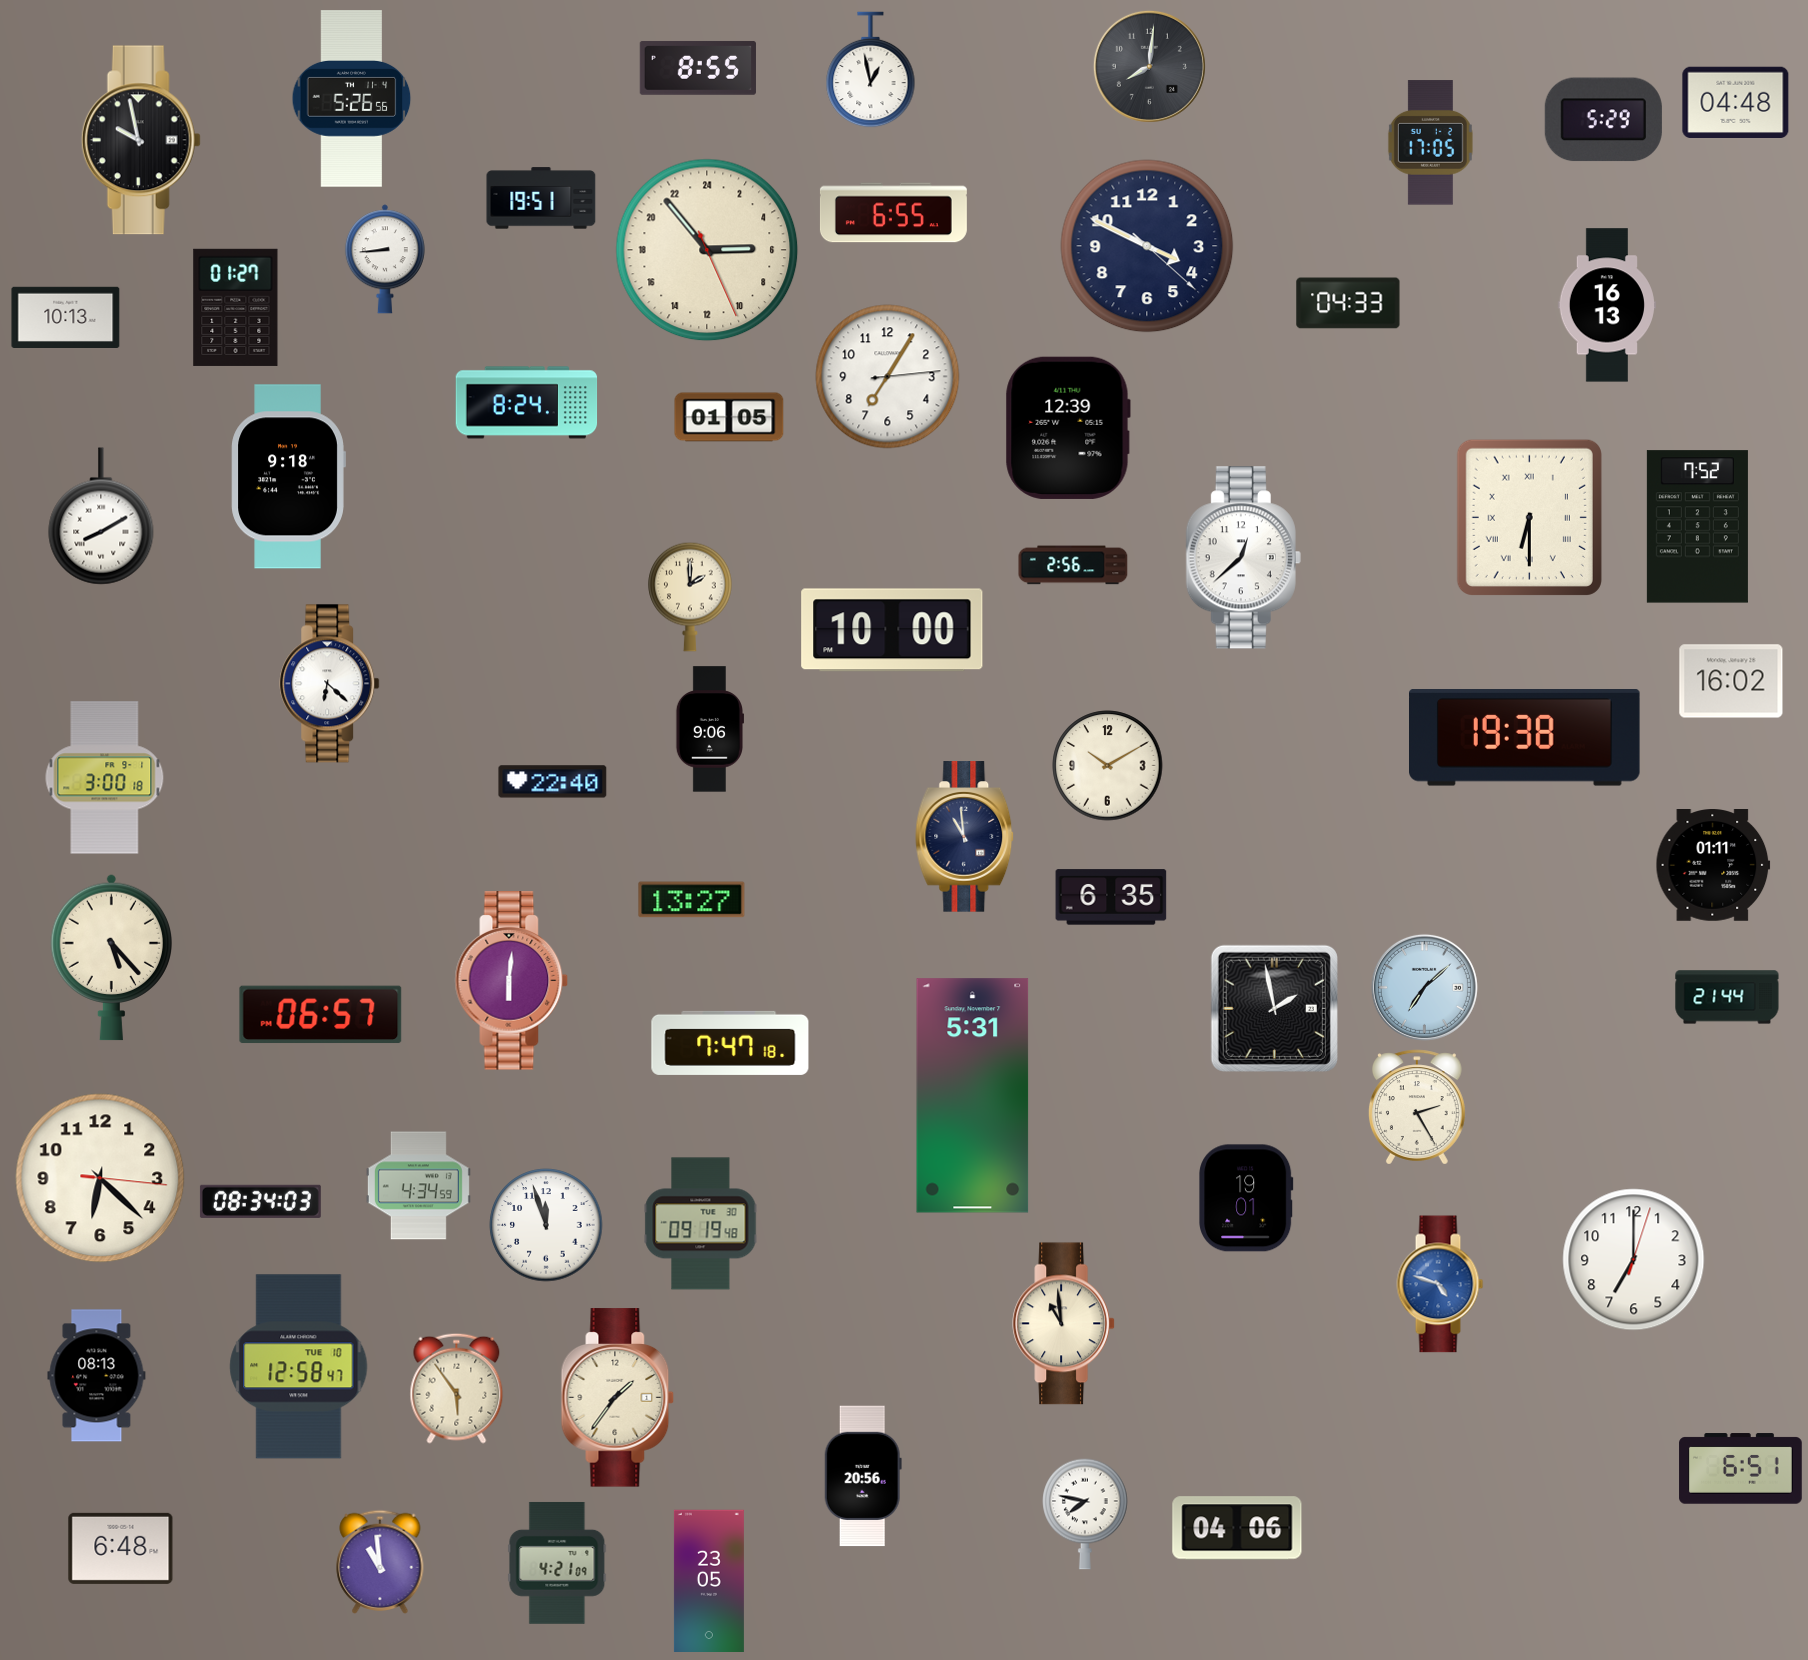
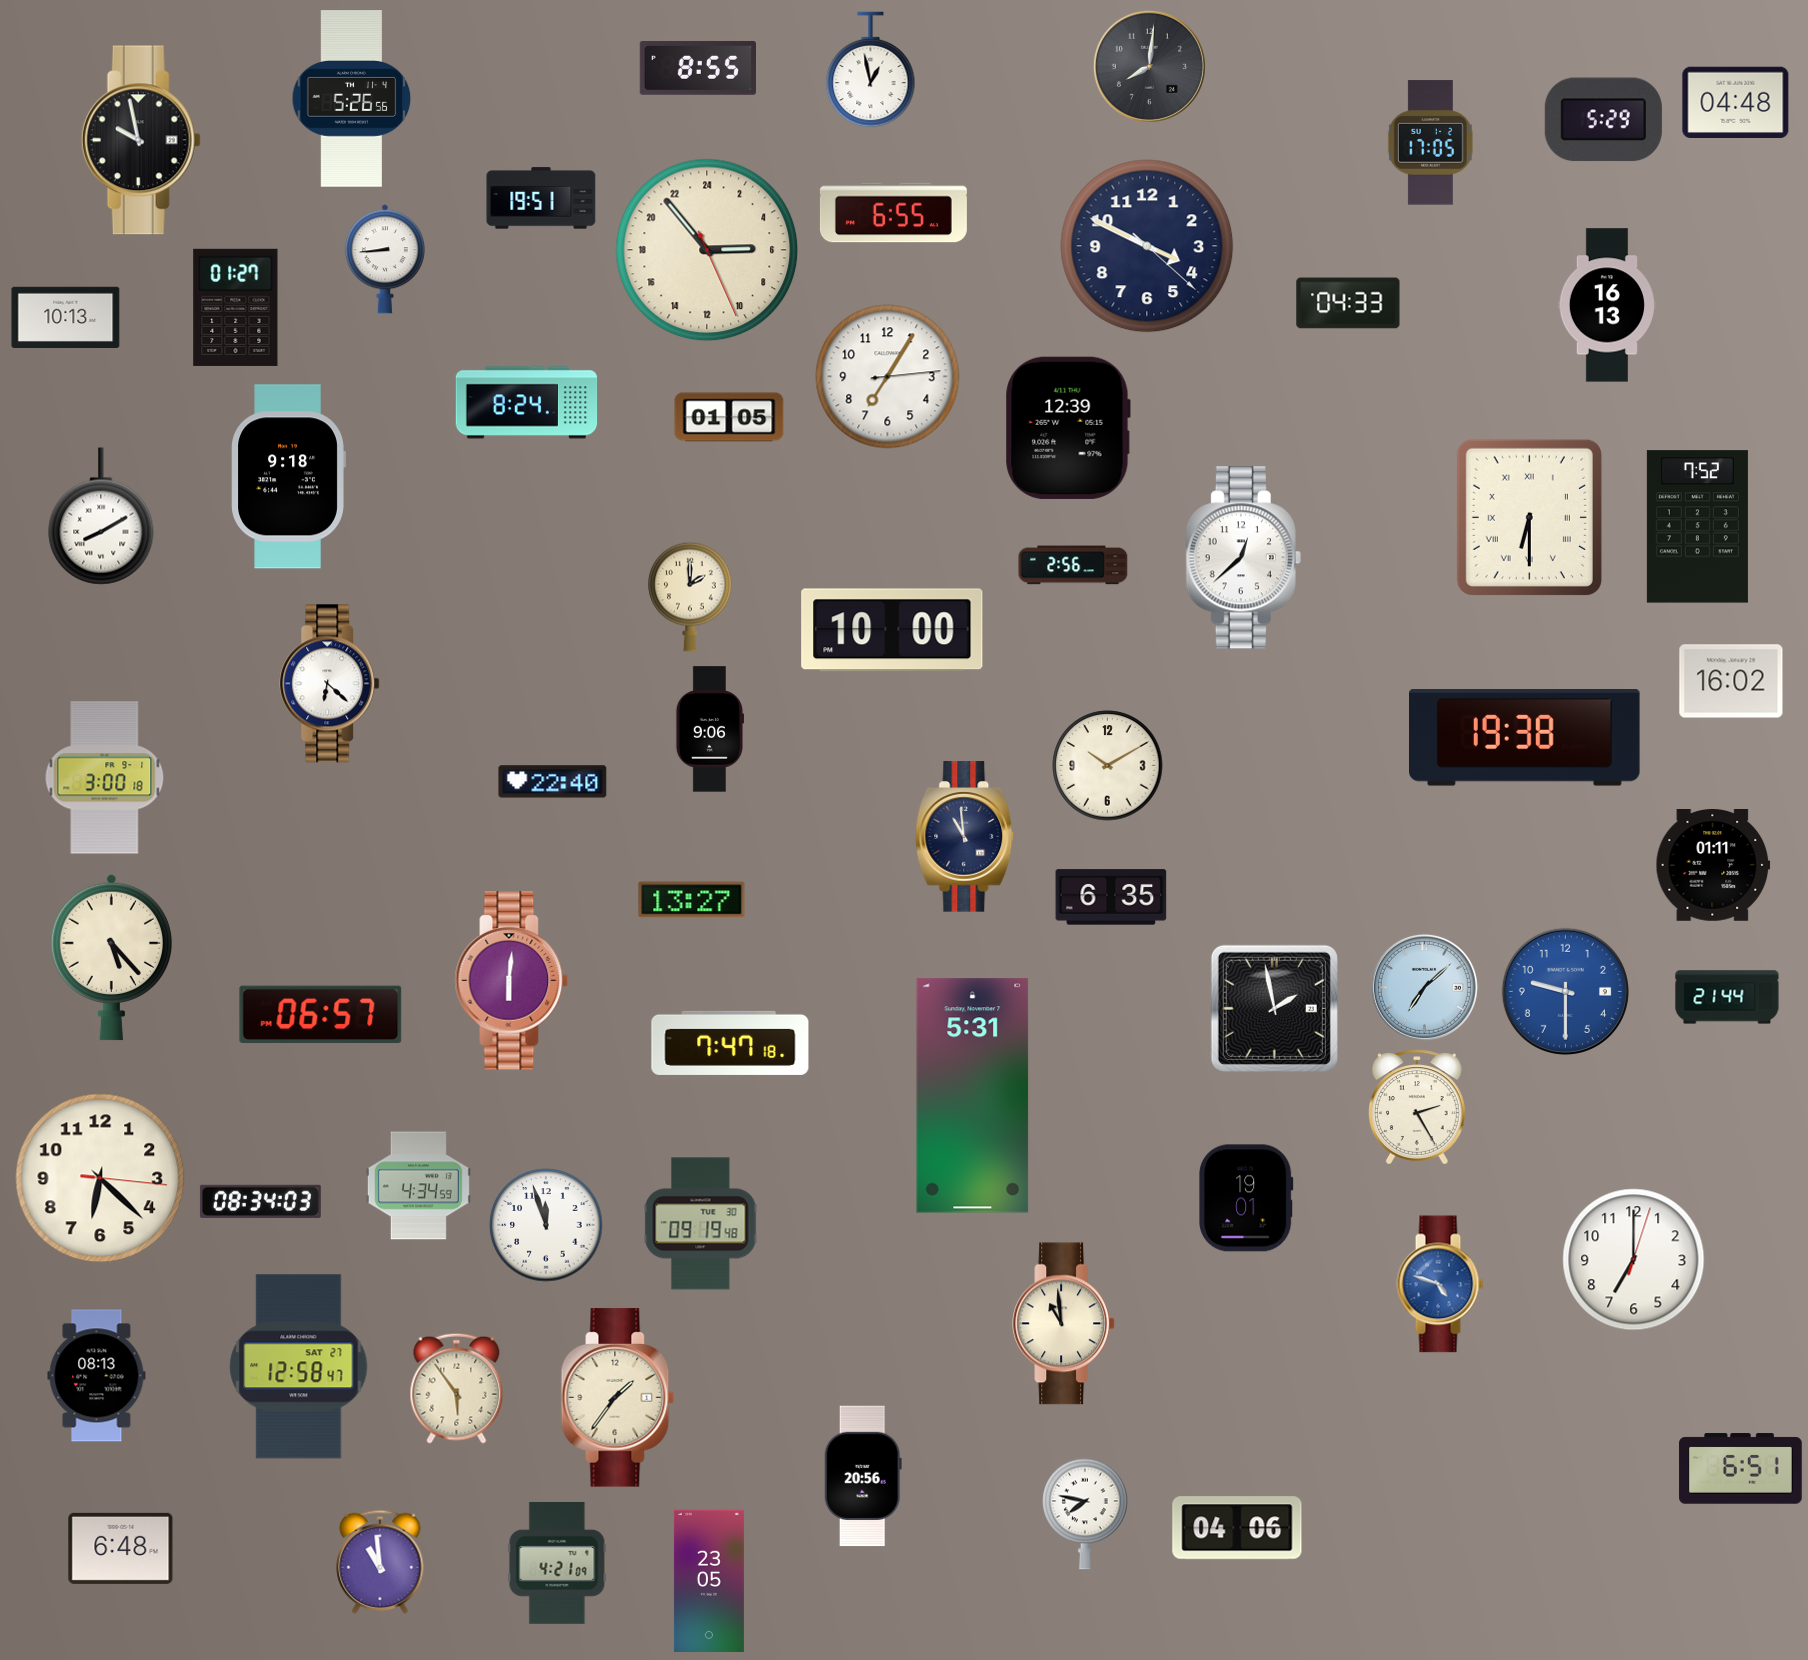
clock at (1565, 991): none -> 9:30
clock at (299, 1367) date: TUE 10 -> SAT 27
